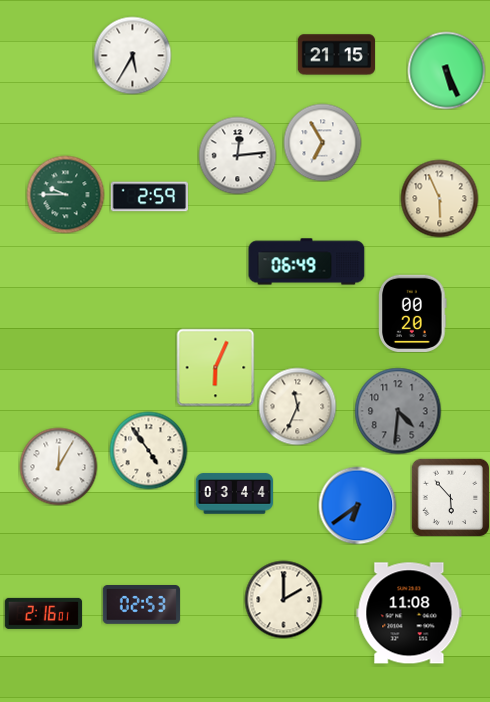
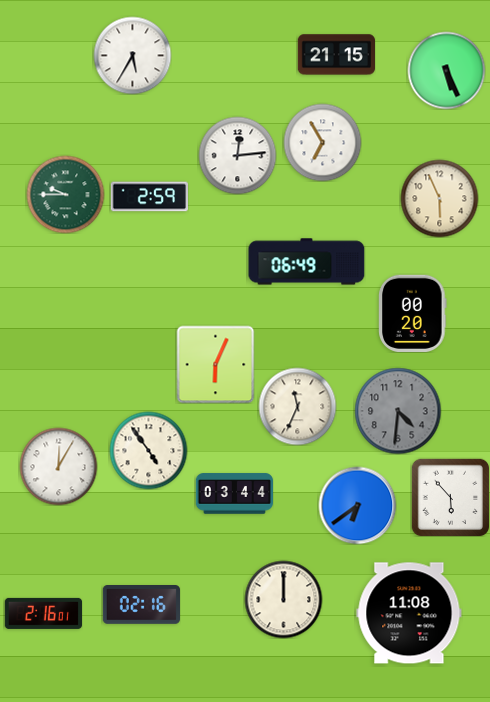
clock at (215, 367) position: (215, 367) -> (215, 364)
clock at (283, 599): 2:00 -> 12:00
clock at (141, 605): 02:53 -> 02:16
